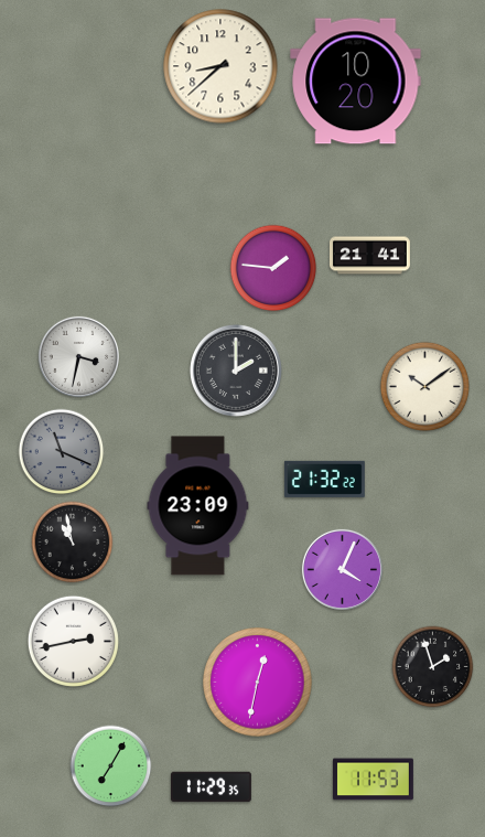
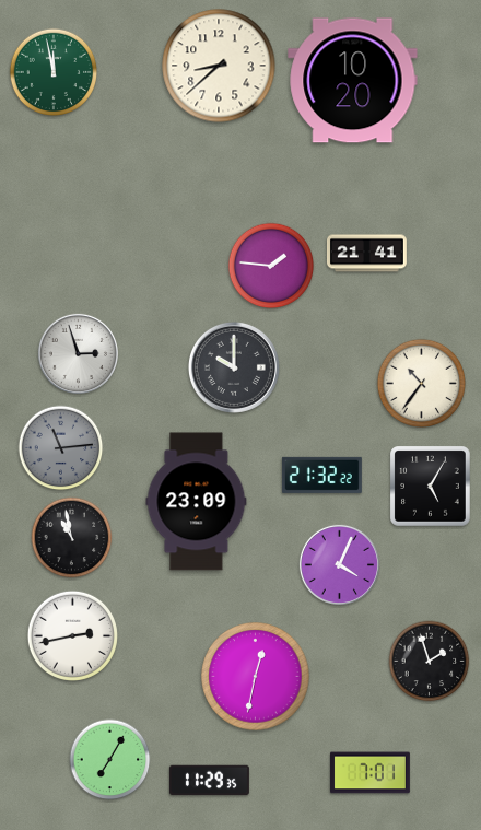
clock at (54, 72): none -> 11:58
clock at (78, 356): 3:32 -> 2:57
clock at (236, 371): 2:00 -> 10:00
clock at (425, 387): 10:09 -> 10:36
clock at (62, 452): 11:19 -> 11:14
clock at (431, 487): none -> 5:05
clock at (373, 780): 11:53 -> 7:01
